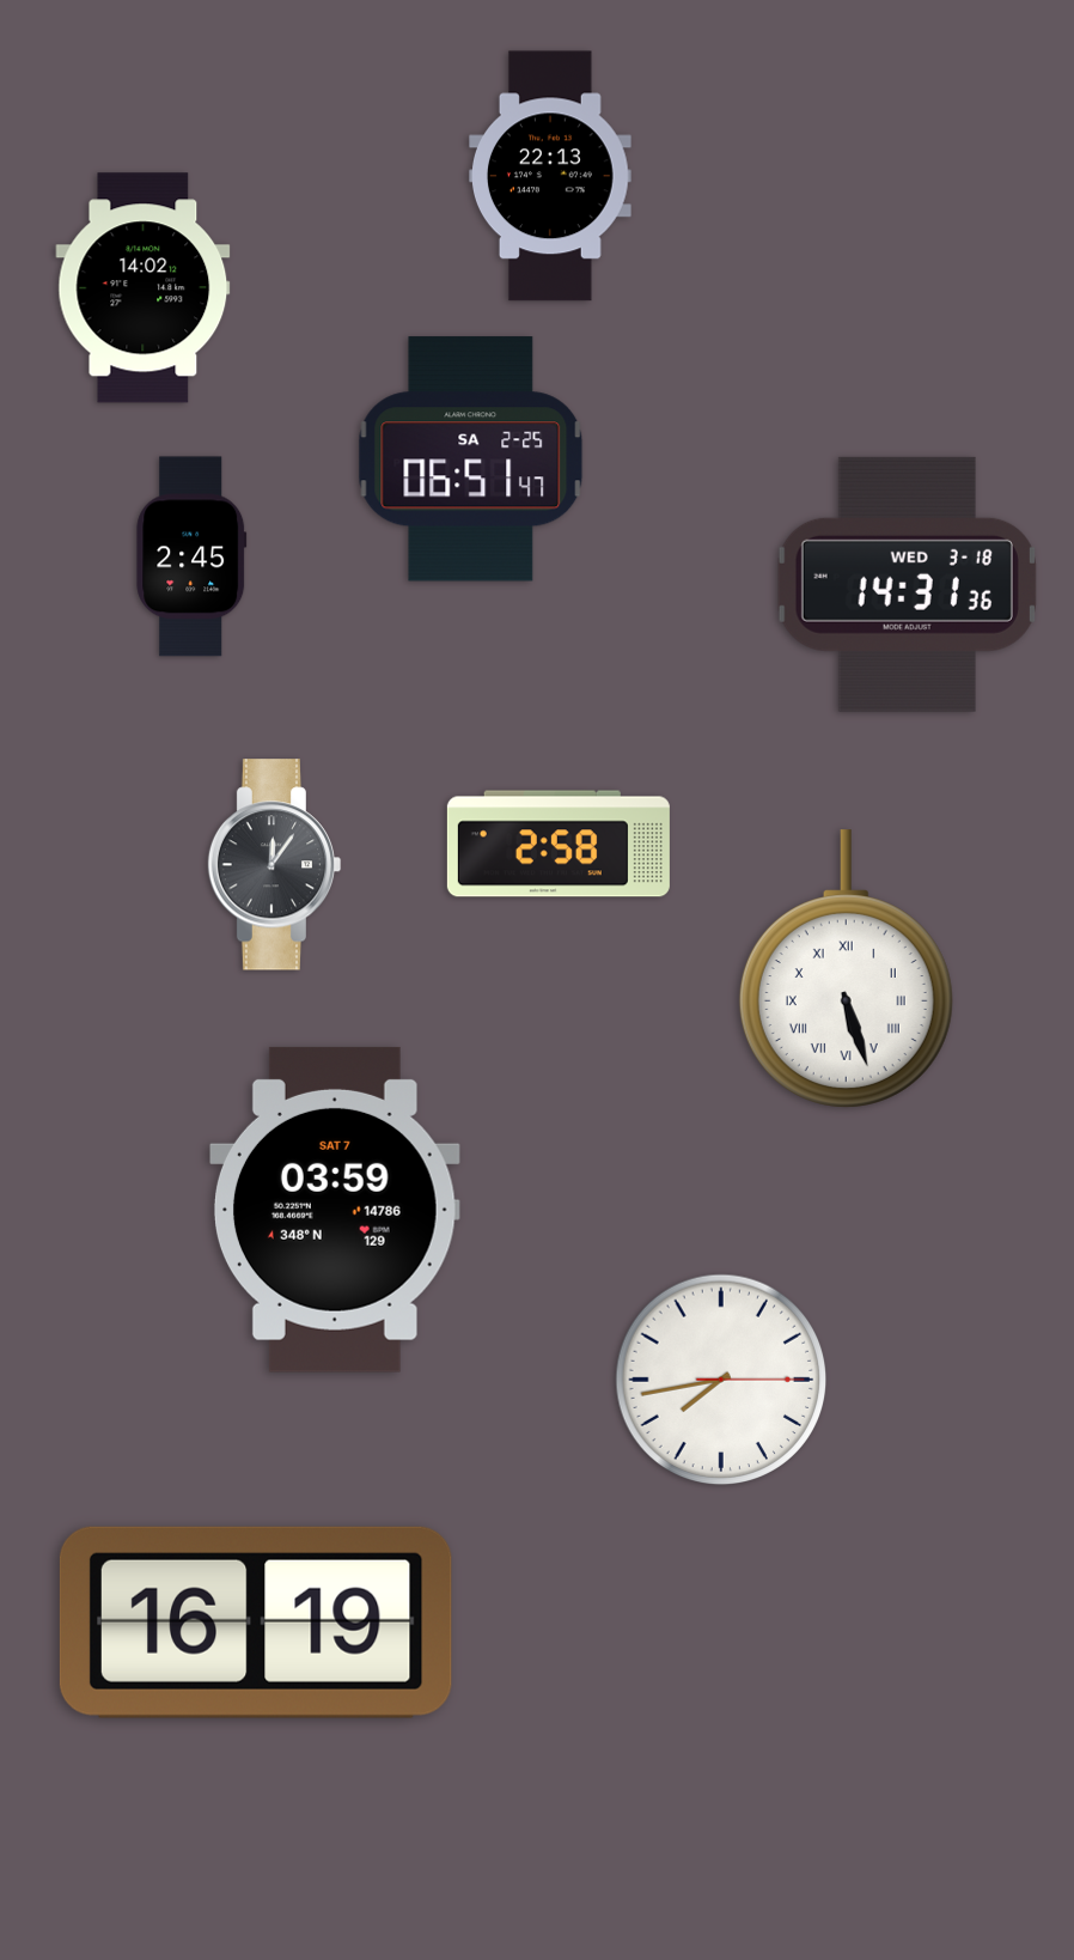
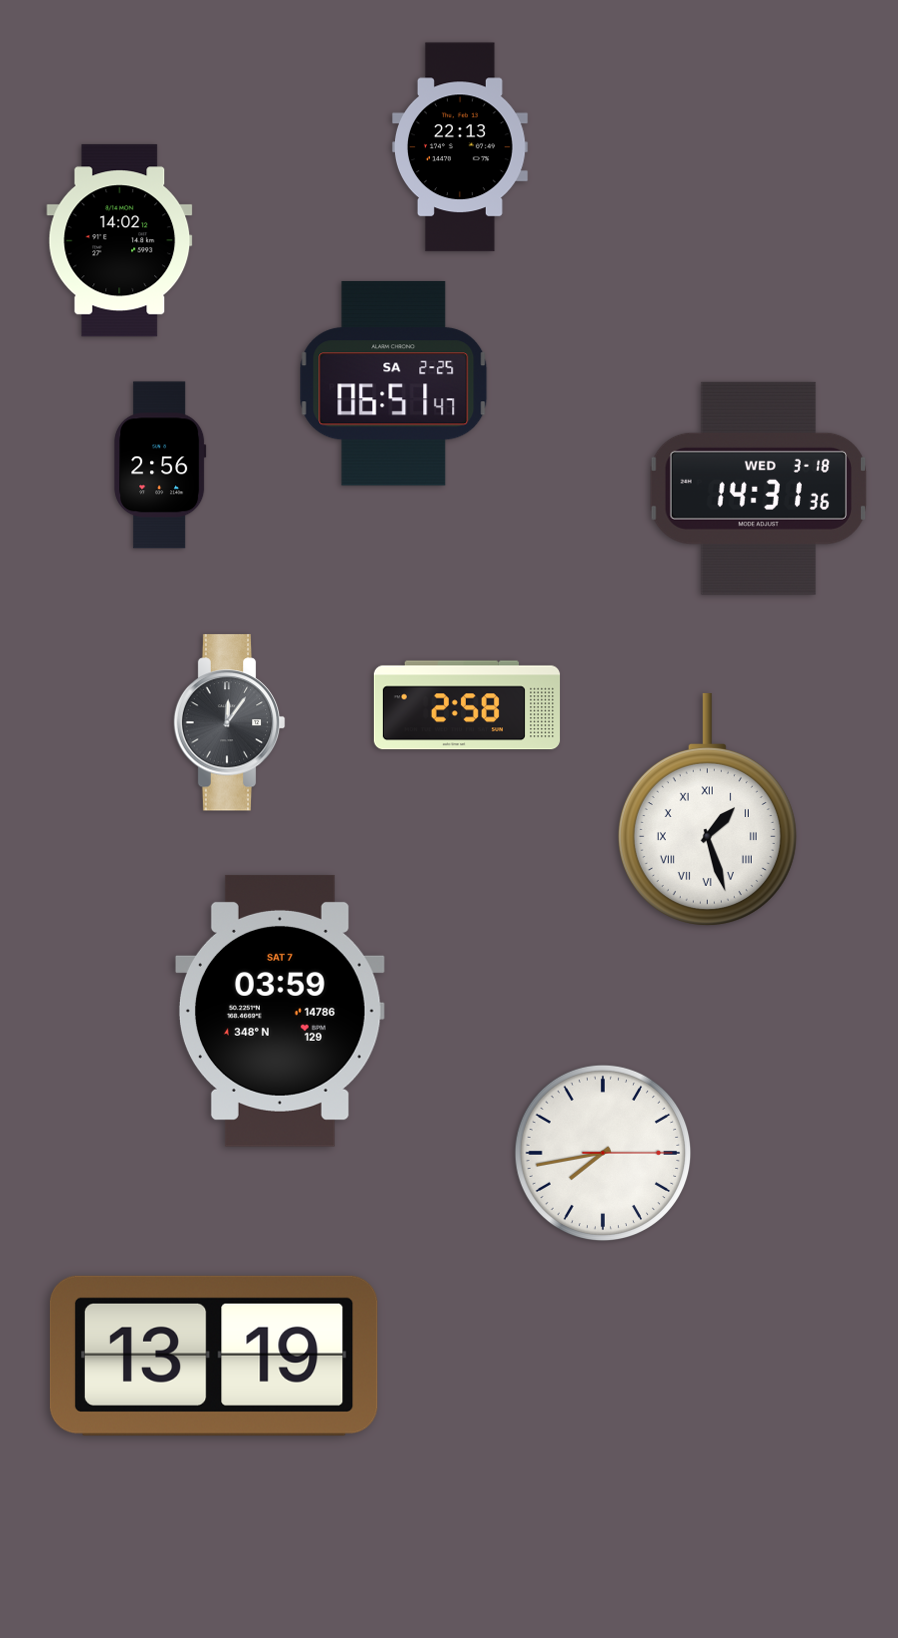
clock at (191, 556): 2:45 -> 2:56
clock at (846, 969): 5:27 -> 1:27
clock at (256, 1623): 16:19 -> 13:19
